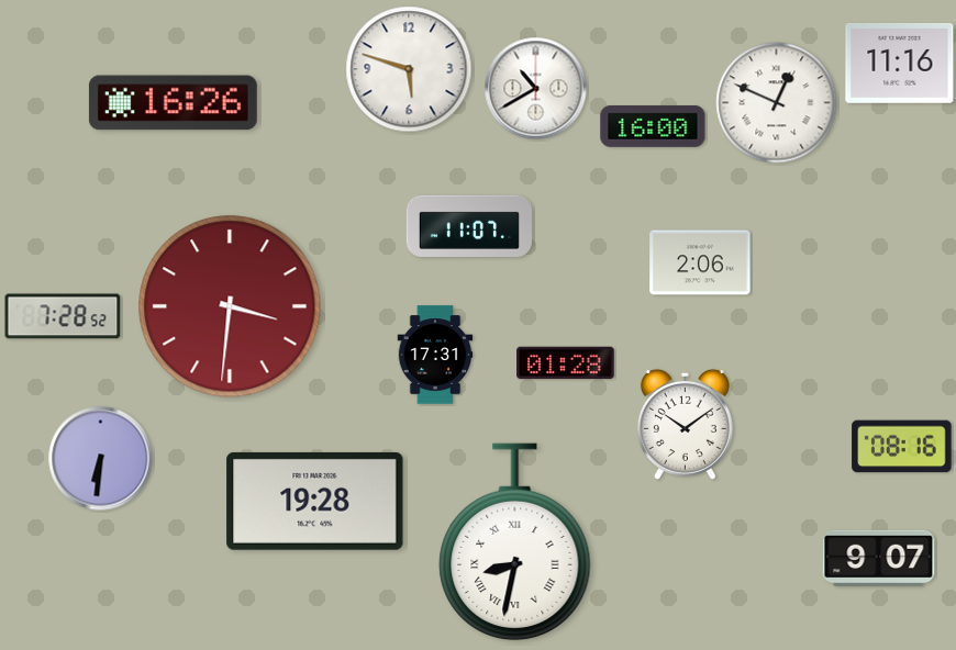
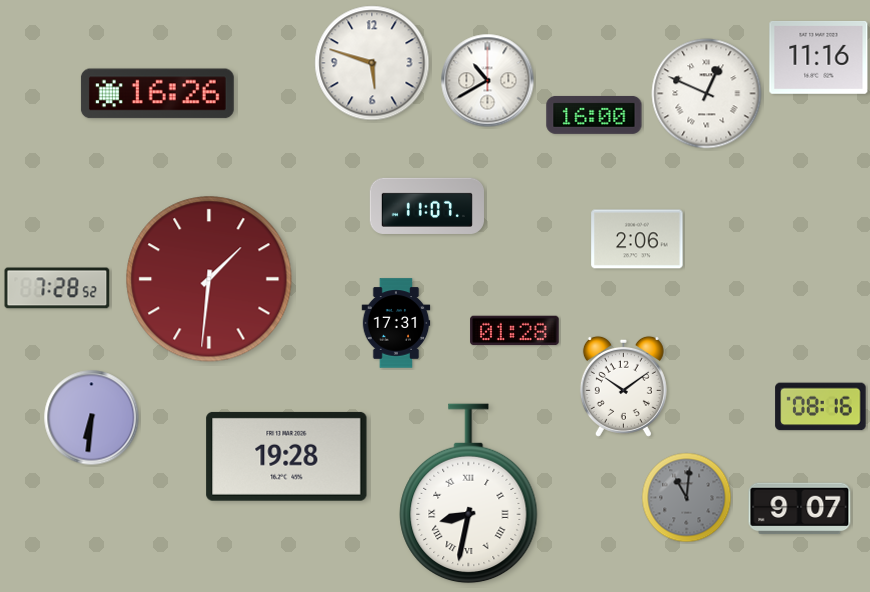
clock at (230, 306): 3:31 -> 1:31
clock at (687, 498): none -> 11:01
